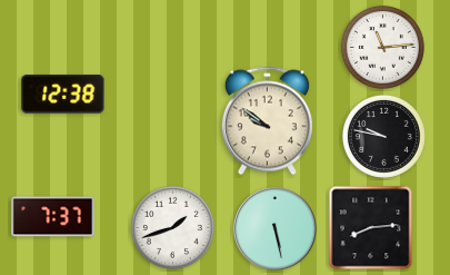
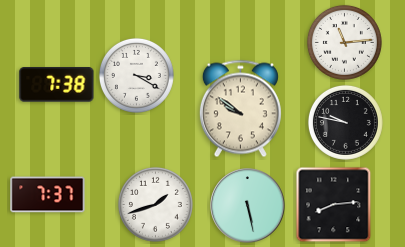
clock at (136, 75): none -> 3:20
clock at (63, 95): 12:38 -> 7:38
